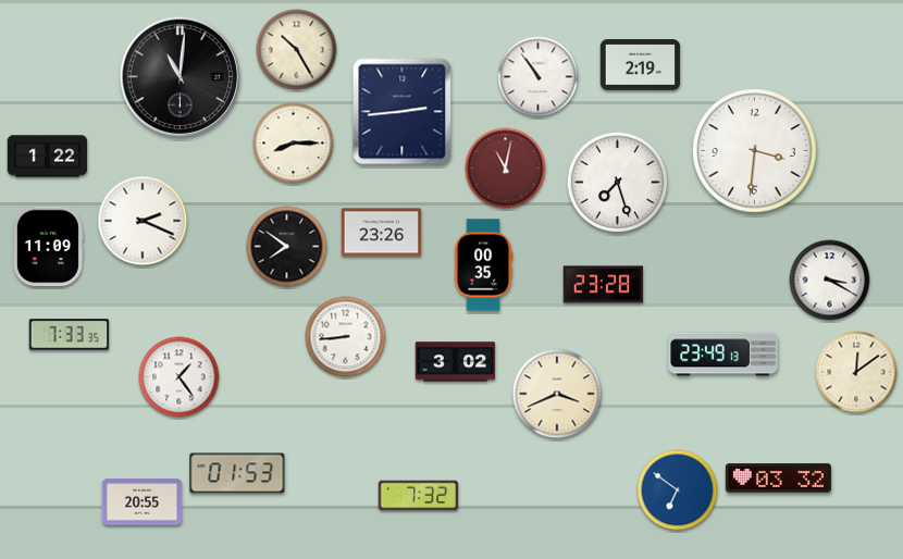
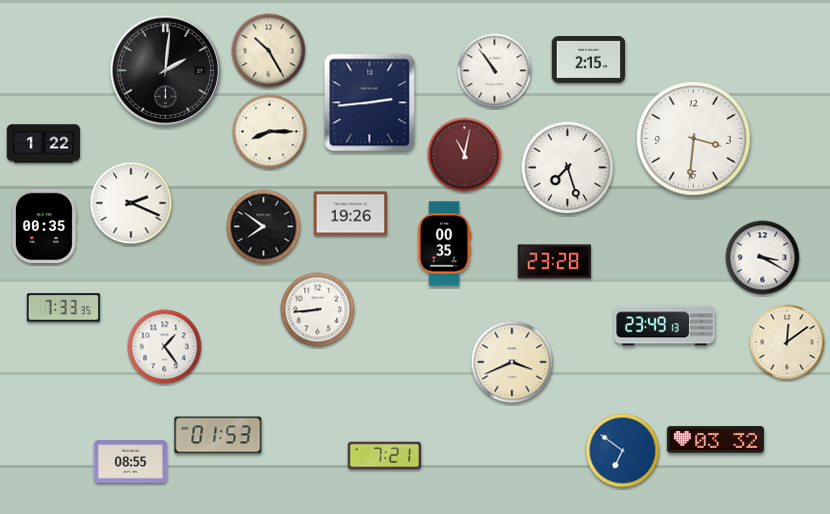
clock at (297, 50) position: (297, 50) -> (269, 51)
clock at (641, 65): 2:19 -> 2:15
clock at (180, 76): 11:01 -> 2:01
clock at (382, 233): 23:26 -> 19:26
clock at (48, 247): 11:09 -> 00:35
clock at (456, 362): 3:02 -> none
clock at (419, 496): 7:32 -> 7:21
clock at (143, 502): 20:55 -> 08:55
